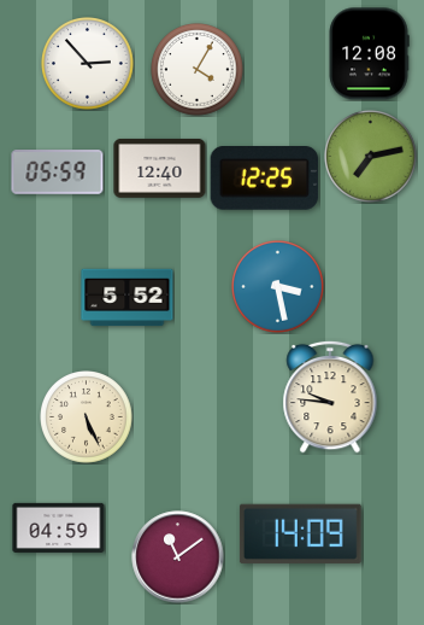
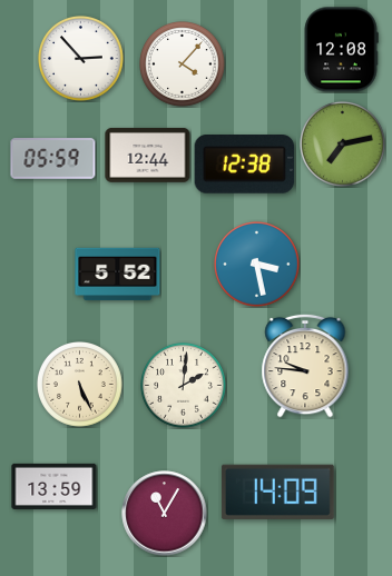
clock at (198, 70): 4:05 -> 4:07
clock at (160, 168): 12:40 -> 12:44
clock at (265, 179): 12:25 -> 12:38
clock at (184, 386): none -> 2:01
clock at (59, 527): 04:59 -> 13:59
clock at (178, 557): 11:09 -> 11:05
